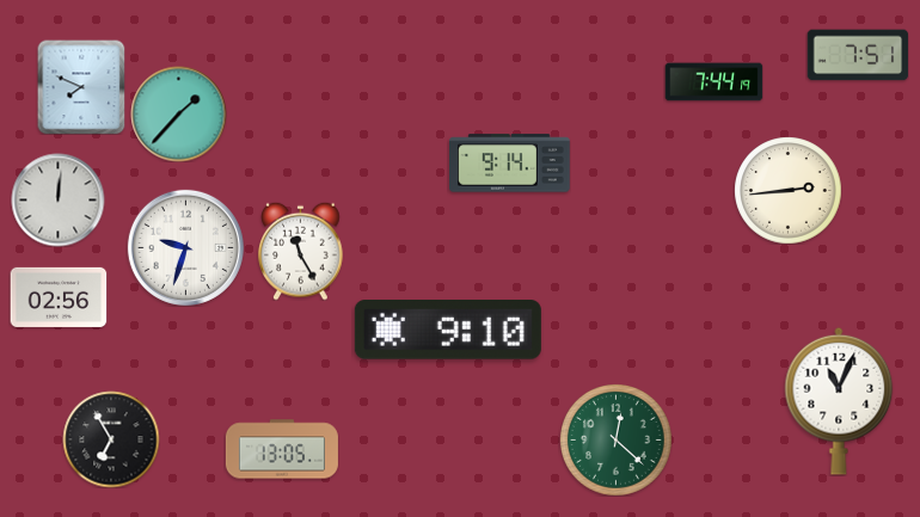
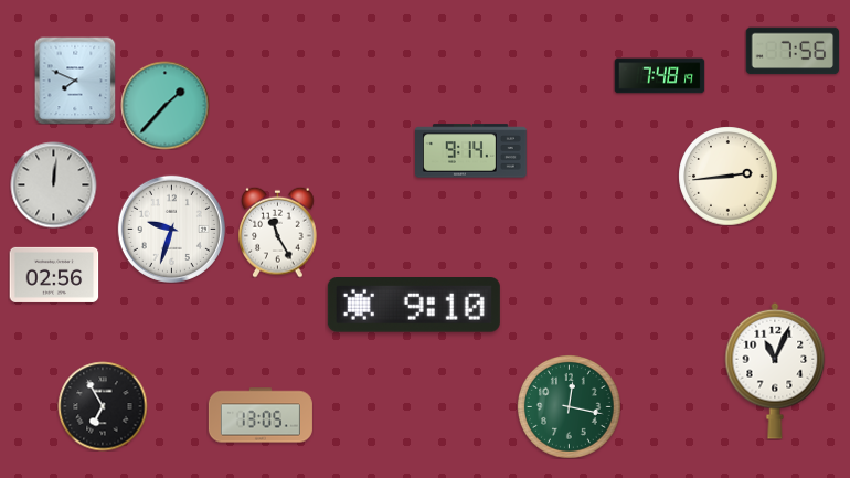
clock at (858, 55): 7:51 -> 7:56
clock at (713, 82): 7:44 -> 7:48
clock at (617, 441): 12:22 -> 12:17
